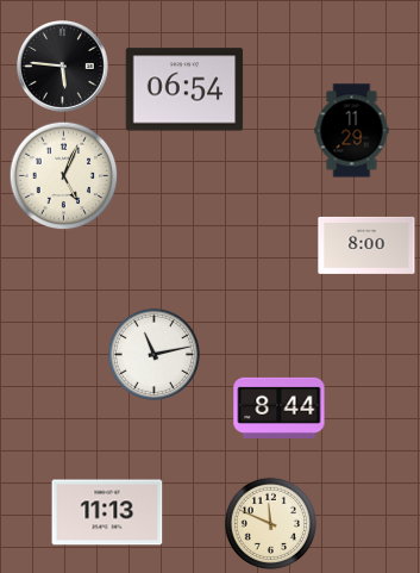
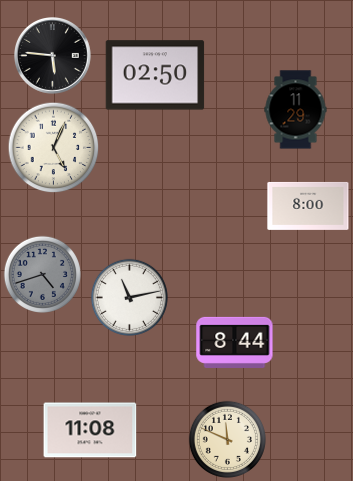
clock at (184, 89): 06:54 -> 02:50
clock at (42, 274): none -> 4:42
clock at (107, 512): 11:13 -> 11:08
